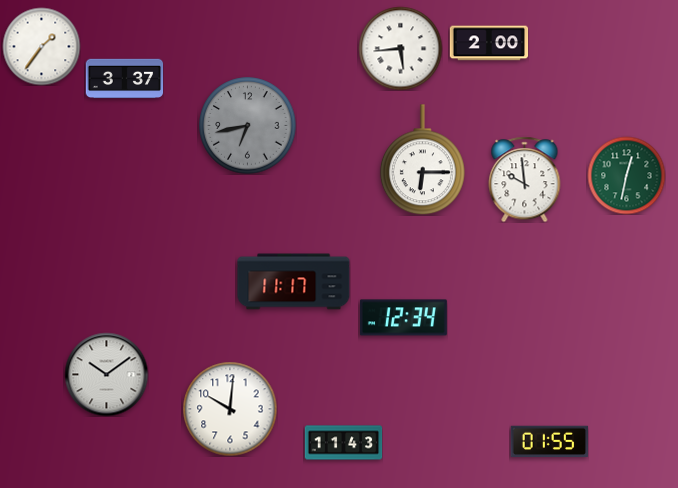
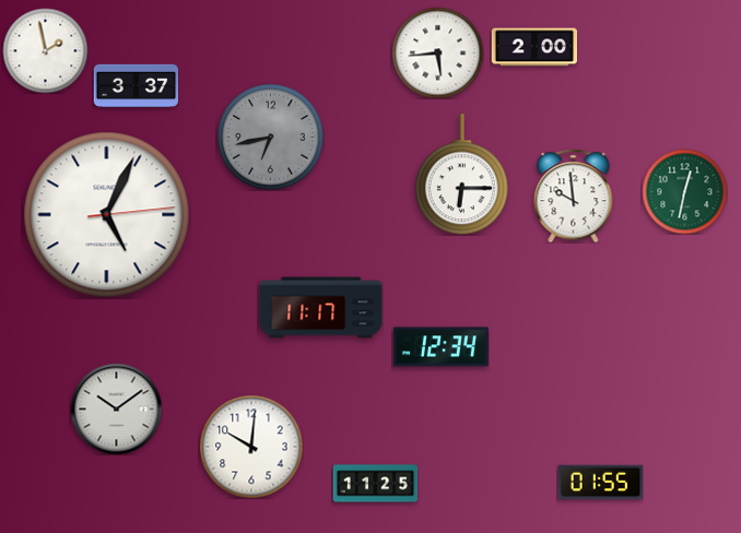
clock at (41, 46): 1:36 -> 1:58
clock at (107, 215): none -> 5:04
clock at (343, 443): 11:43 -> 11:25
